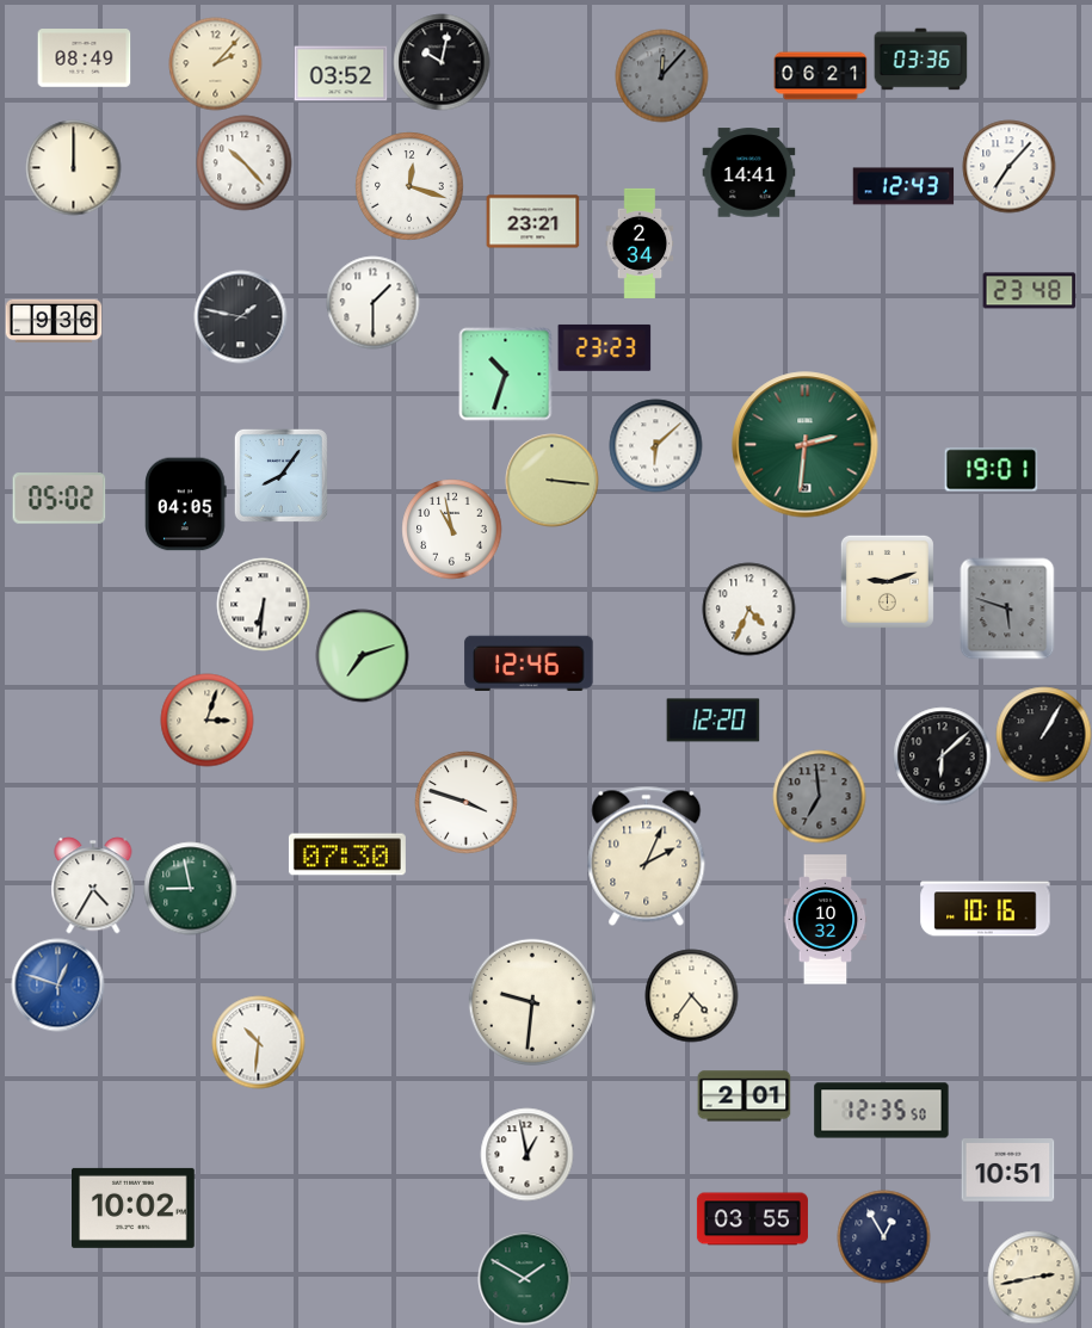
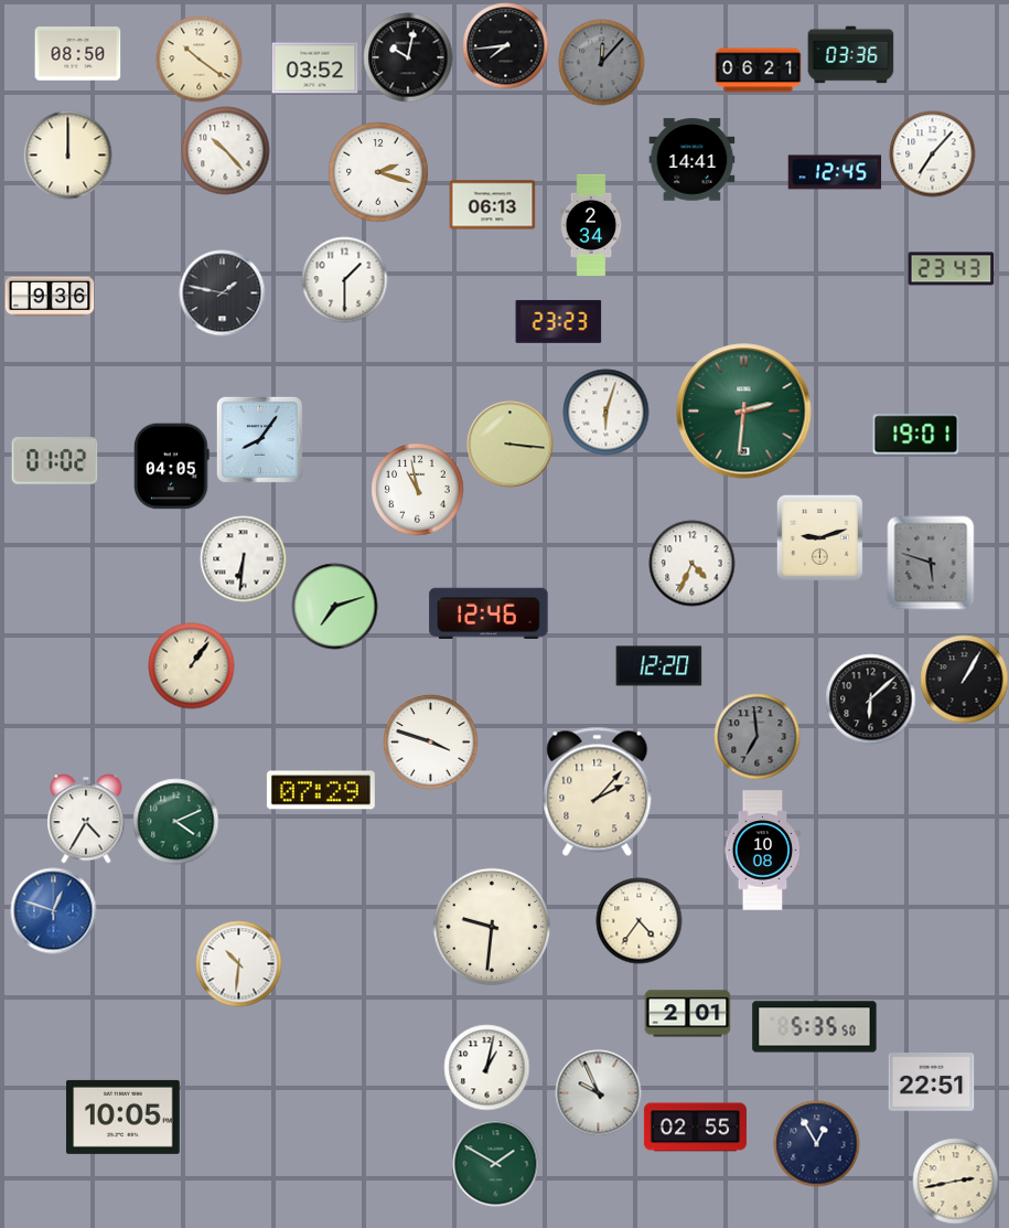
clock at (505, 45): none -> 7:44
clock at (84, 58): 08:49 -> 08:50
clock at (215, 63): 2:07 -> 10:21
clock at (661, 75) position: (661, 75) -> (601, 62)
clock at (409, 186): 12:18 -> 2:18
clock at (903, 186): 12:43 -> 12:45
clock at (532, 222): 23:21 -> 06:13
clock at (1029, 291): 23:48 -> 23:43
clock at (505, 373): 10:33 -> none
clock at (655, 445): 6:08 -> 6:03
clock at (58, 499): 05:02 -> 01:02
clock at (206, 719): 3:03 -> 1:06
clock at (347, 854): 07:30 -> 07:29
clock at (647, 856): 2:04 -> 2:07
clock at (190, 888): 8:58 -> 4:11
clock at (986, 909): 10:16 -> none
clock at (826, 920): 10:32 -> 10:08
clock at (882, 1111): 12:35 -> 5:35
clock at (526, 1154): 12:58 -> 1:02
clock at (1007, 1171): 10:51 -> 22:51
clock at (598, 1092): none -> 9:56
clock at (134, 1207): 10:02 -> 10:05
clock at (752, 1219): 03:55 -> 02:55
clock at (524, 1278) position: (524, 1278) -> (495, 1163)
